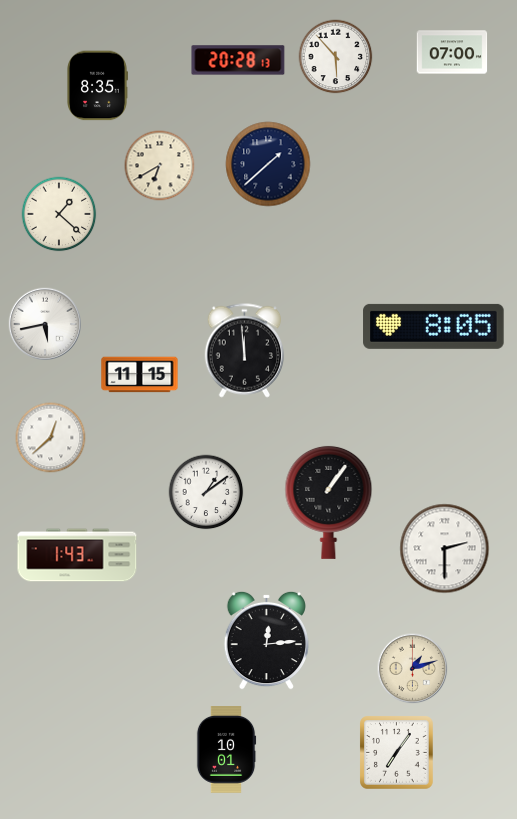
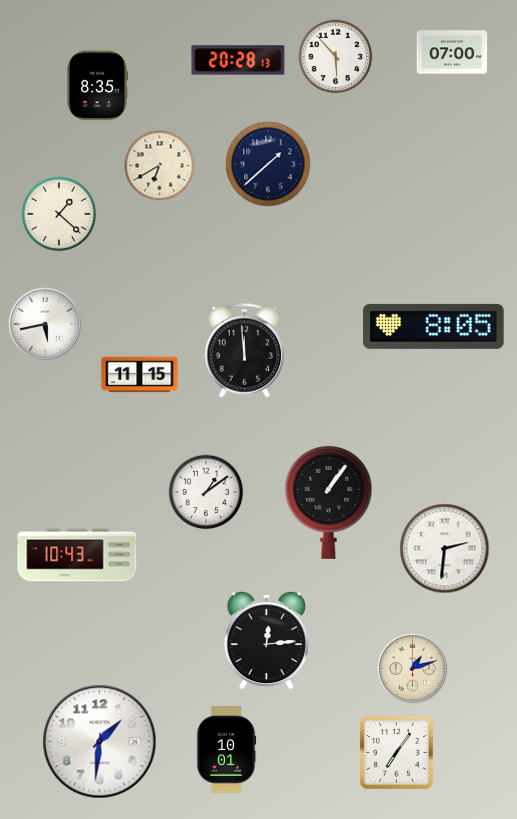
clock at (51, 438): 12:38 -> none
clock at (445, 549): 2:30 -> 2:31
clock at (77, 555): 1:43 -> 10:43
clock at (100, 742): none -> 1:31
